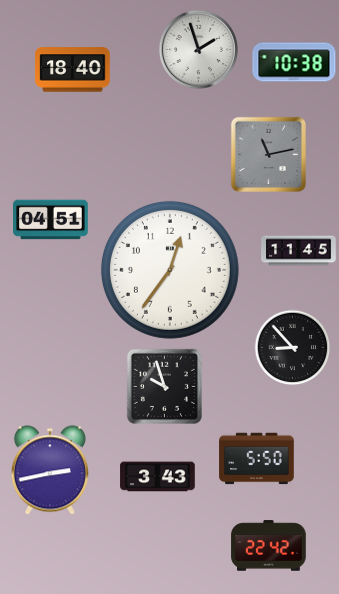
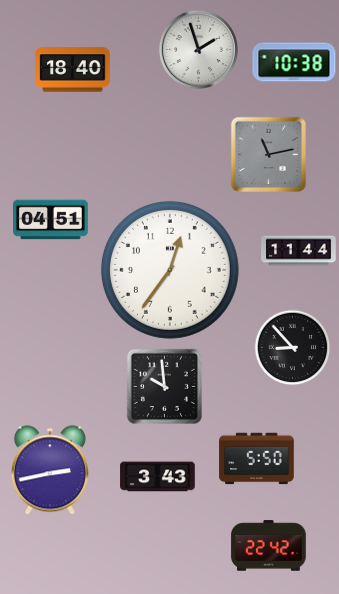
clock at (299, 251): 11:45 -> 11:44
clock at (164, 386): 9:57 -> 9:59
